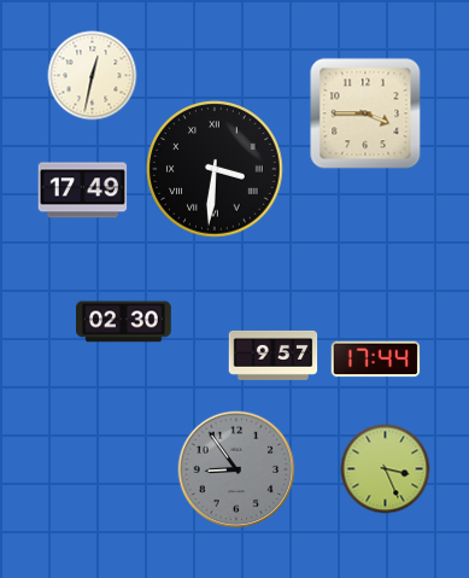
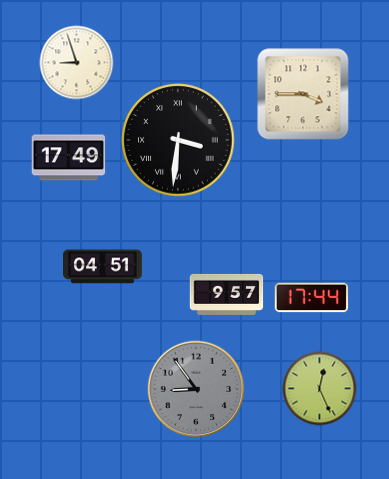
clock at (93, 76): 12:32 -> 8:57
clock at (124, 322): 02:30 -> 04:51
clock at (386, 469): 3:26 -> 12:26
